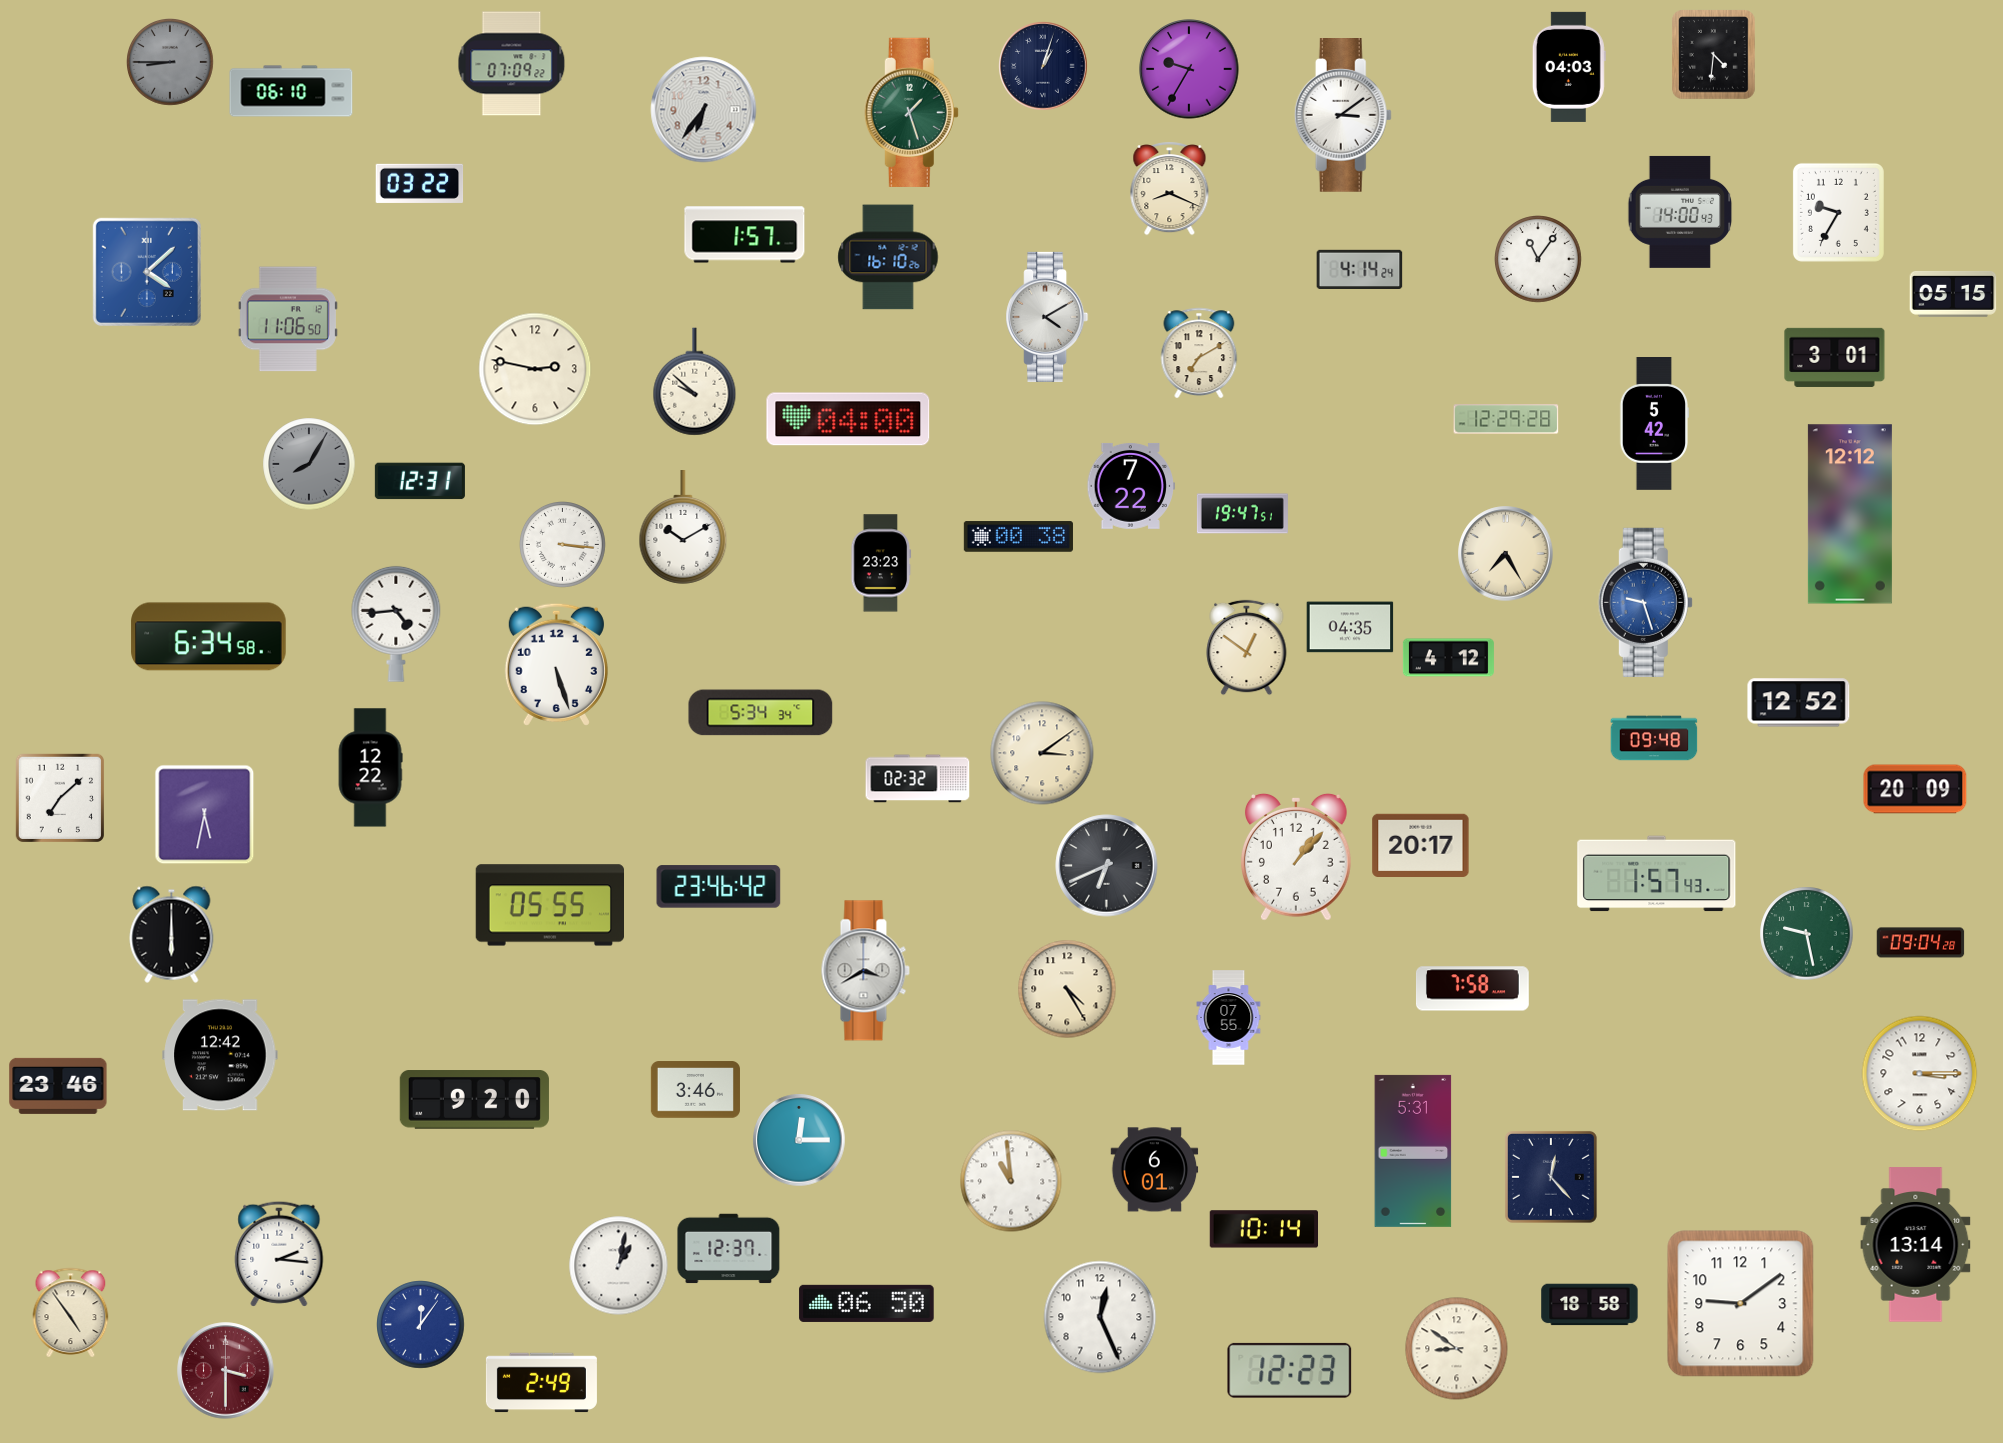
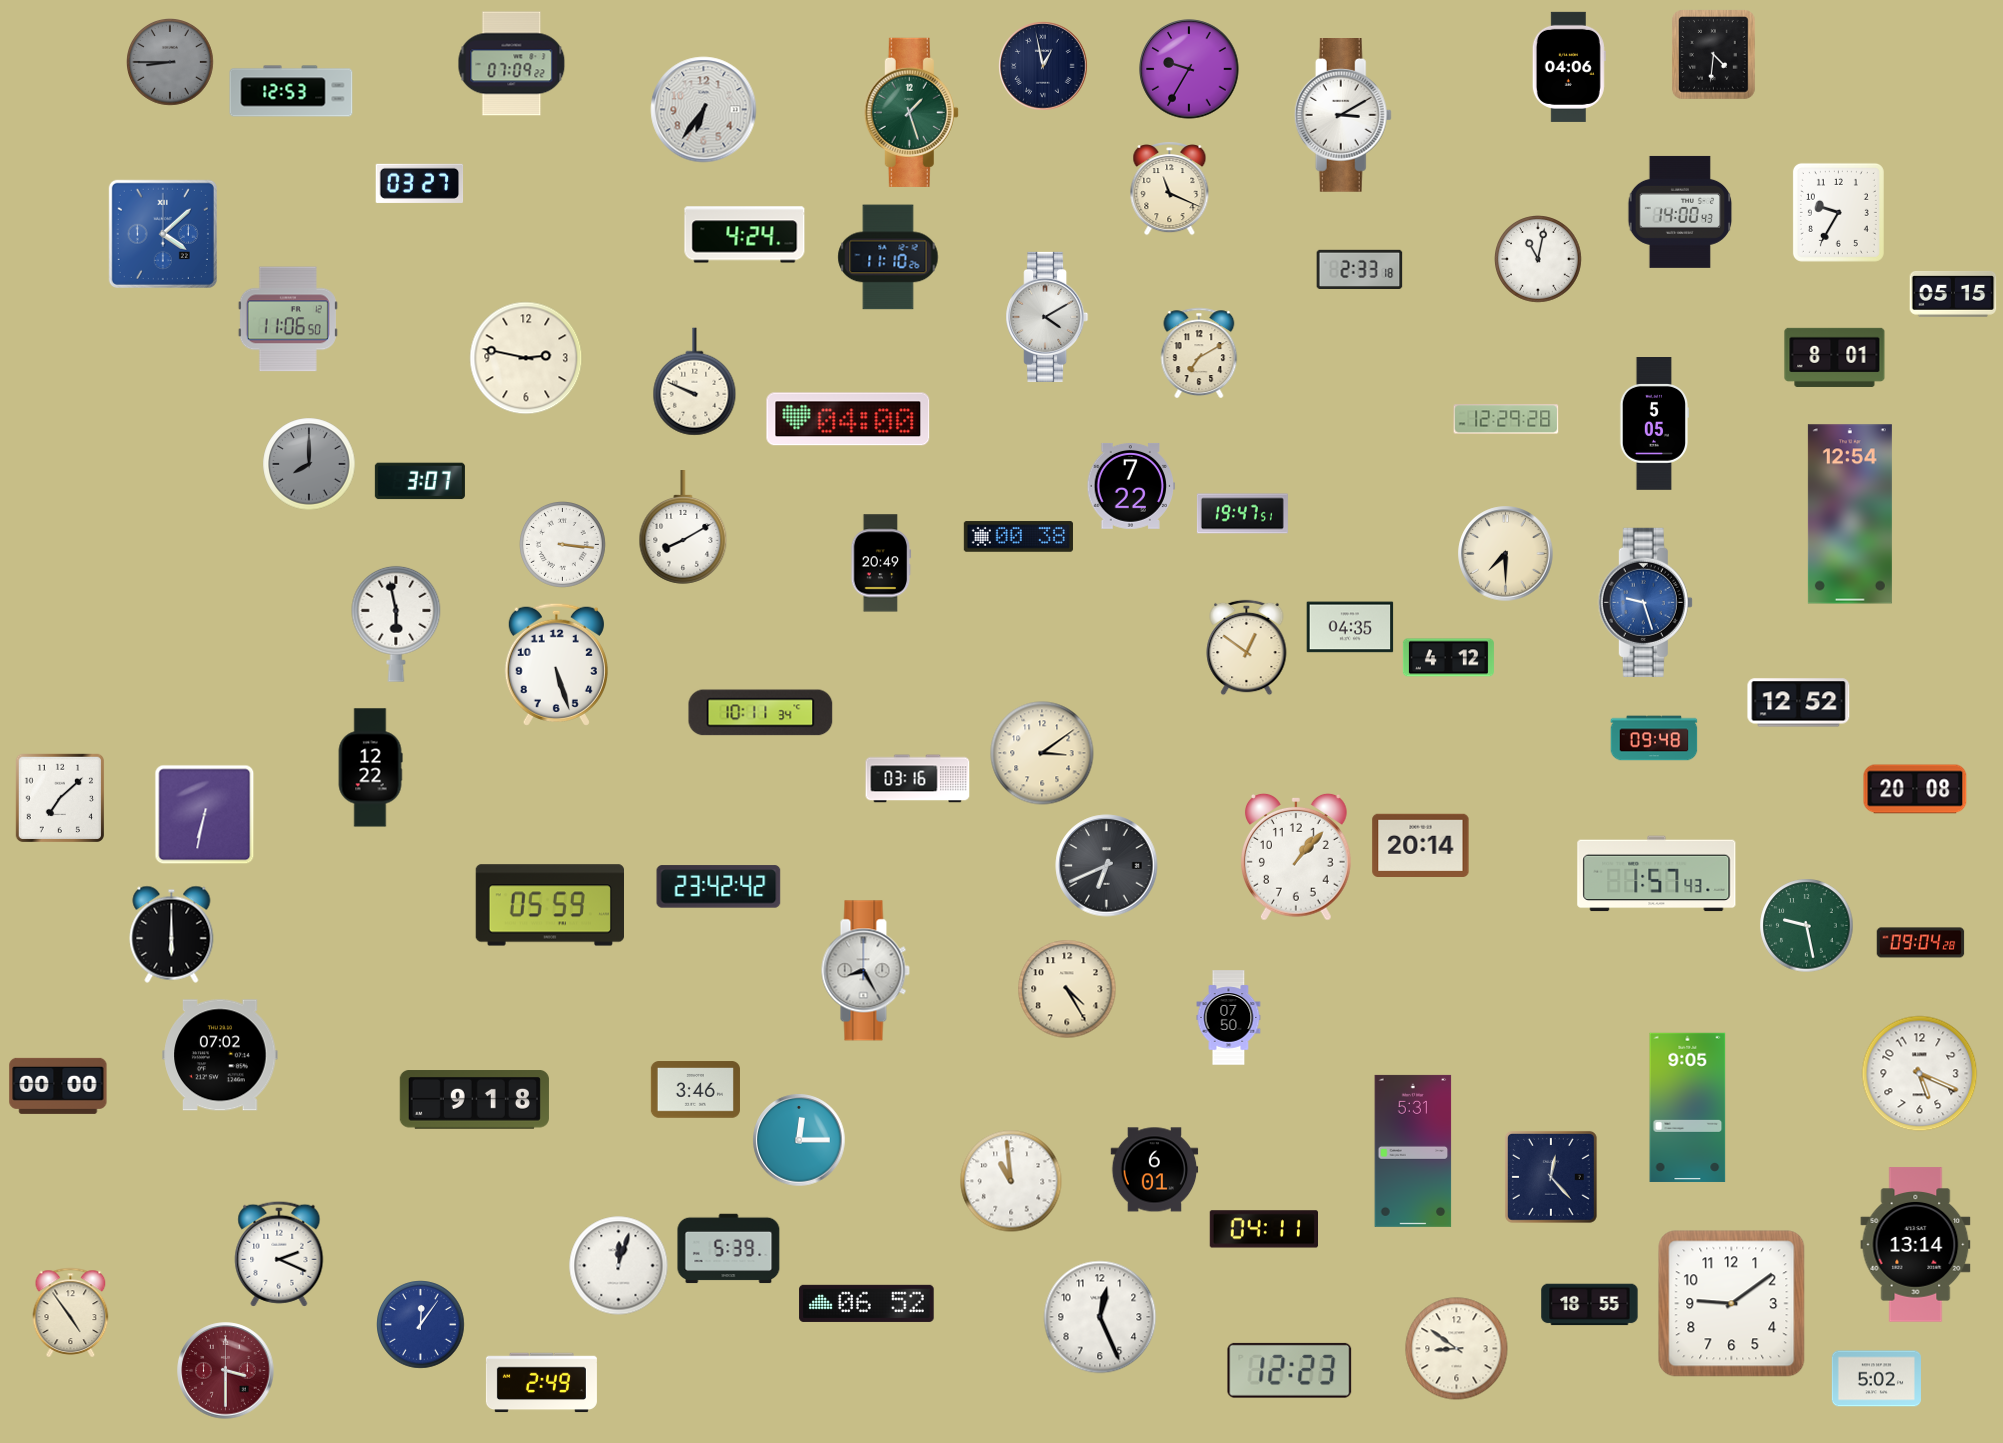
clock at (1043, 66): 1:03 -> 12:58
clock at (1569, 67): 04:03 -> 04:06
clock at (291, 91): 06:10 -> 12:53
clock at (1343, 116): 3:09 -> 3:10
clock at (420, 183): 03:22 -> 03:27
clock at (1170, 189): 8:19 -> 11:19
clock at (745, 235): 1:57 -> 4:24
clock at (888, 257): 16:10 -> 11:10
clock at (1539, 260): 11:06 -> 11:02
clock at (1360, 269): 4:14 -> 2:33
clock at (147, 272) position: (147, 272) -> (163, 234)
clock at (1835, 357): 3:01 -> 8:01
clock at (535, 369) position: (535, 369) -> (526, 358)
clock at (695, 382): 9:52 -> 9:49
clock at (1654, 424): 5:42 -> 5:05
clock at (309, 464): 8:05 -> 8:00
clock at (420, 481): 12:31 -> 3:07
clock at (1850, 514): 12:12 -> 12:54
clock at (683, 527): 10:10 -> 8:10
clock at (1506, 554): 7:25 -> 7:30
clock at (881, 563): 23:23 -> 20:49
clock at (396, 624): 4:44 -> 5:58
clock at (209, 637): 6:34 -> none
clock at (761, 713): 5:34 -> 10:11
clock at (918, 779): 02:32 -> 03:16
clock at (1915, 789): 20:09 -> 20:08
clock at (205, 815): 5:32 -> 6:32
clock at (1421, 845): 20:17 -> 20:14
clock at (719, 887): 23:46 -> 23:42
clock at (549, 905): 05:55 -> 05:59
clock at (1807, 934) position: (1807, 934) -> (1807, 926)
clock at (865, 971): 3:40 -> 8:25
clock at (1472, 989): 7:58 -> none
clock at (1229, 1018): 07:55 -> 07:50
clock at (220, 1055): 12:42 -> 07:02
clock at (1920, 1074): 3:15 -> 5:19
clock at (58, 1086): 23:46 -> 00:00
clock at (474, 1100): 9:20 -> 9:18
clock at (1688, 1107): none -> 9:05
clock at (1263, 1229): 10:14 -> 04:11
clock at (729, 1249): 12:37 -> 5:39
clock at (279, 1254): 2:16 -> 2:19
clock at (619, 1266): 1:02 -> 12:03
clock at (867, 1303): 06:50 -> 06:52
clock at (1741, 1304) position: (1741, 1304) -> (1732, 1304)
clock at (1590, 1305): 18:58 -> 18:55
clock at (1876, 1379): none -> 5:02
